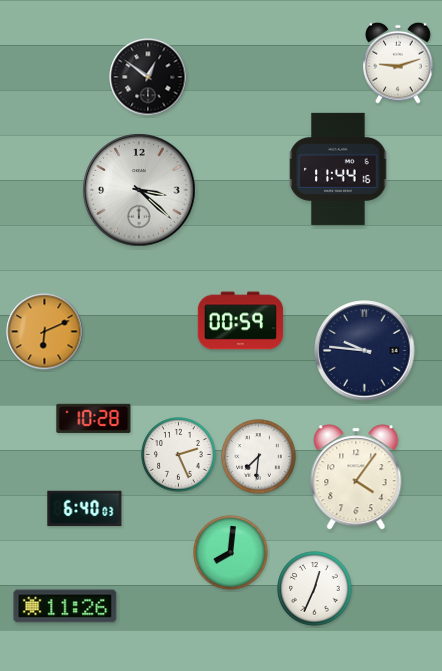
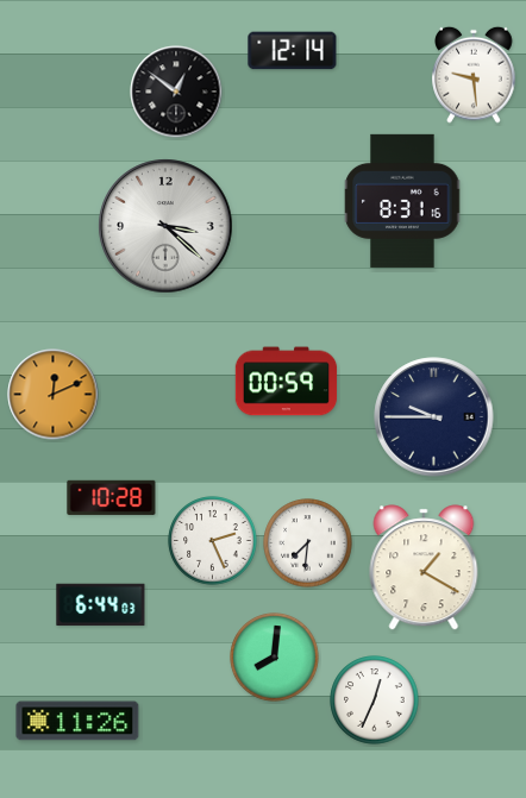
clock at (293, 51): none -> 12:14
clock at (398, 63): 9:12 -> 9:29
clock at (338, 169): 11:44 -> 8:31
clock at (45, 332): 6:11 -> 12:11
clock at (365, 351): 9:46 -> 9:45
clock at (356, 477): 4:06 -> 1:20
clock at (85, 509): 6:40 -> 6:44
